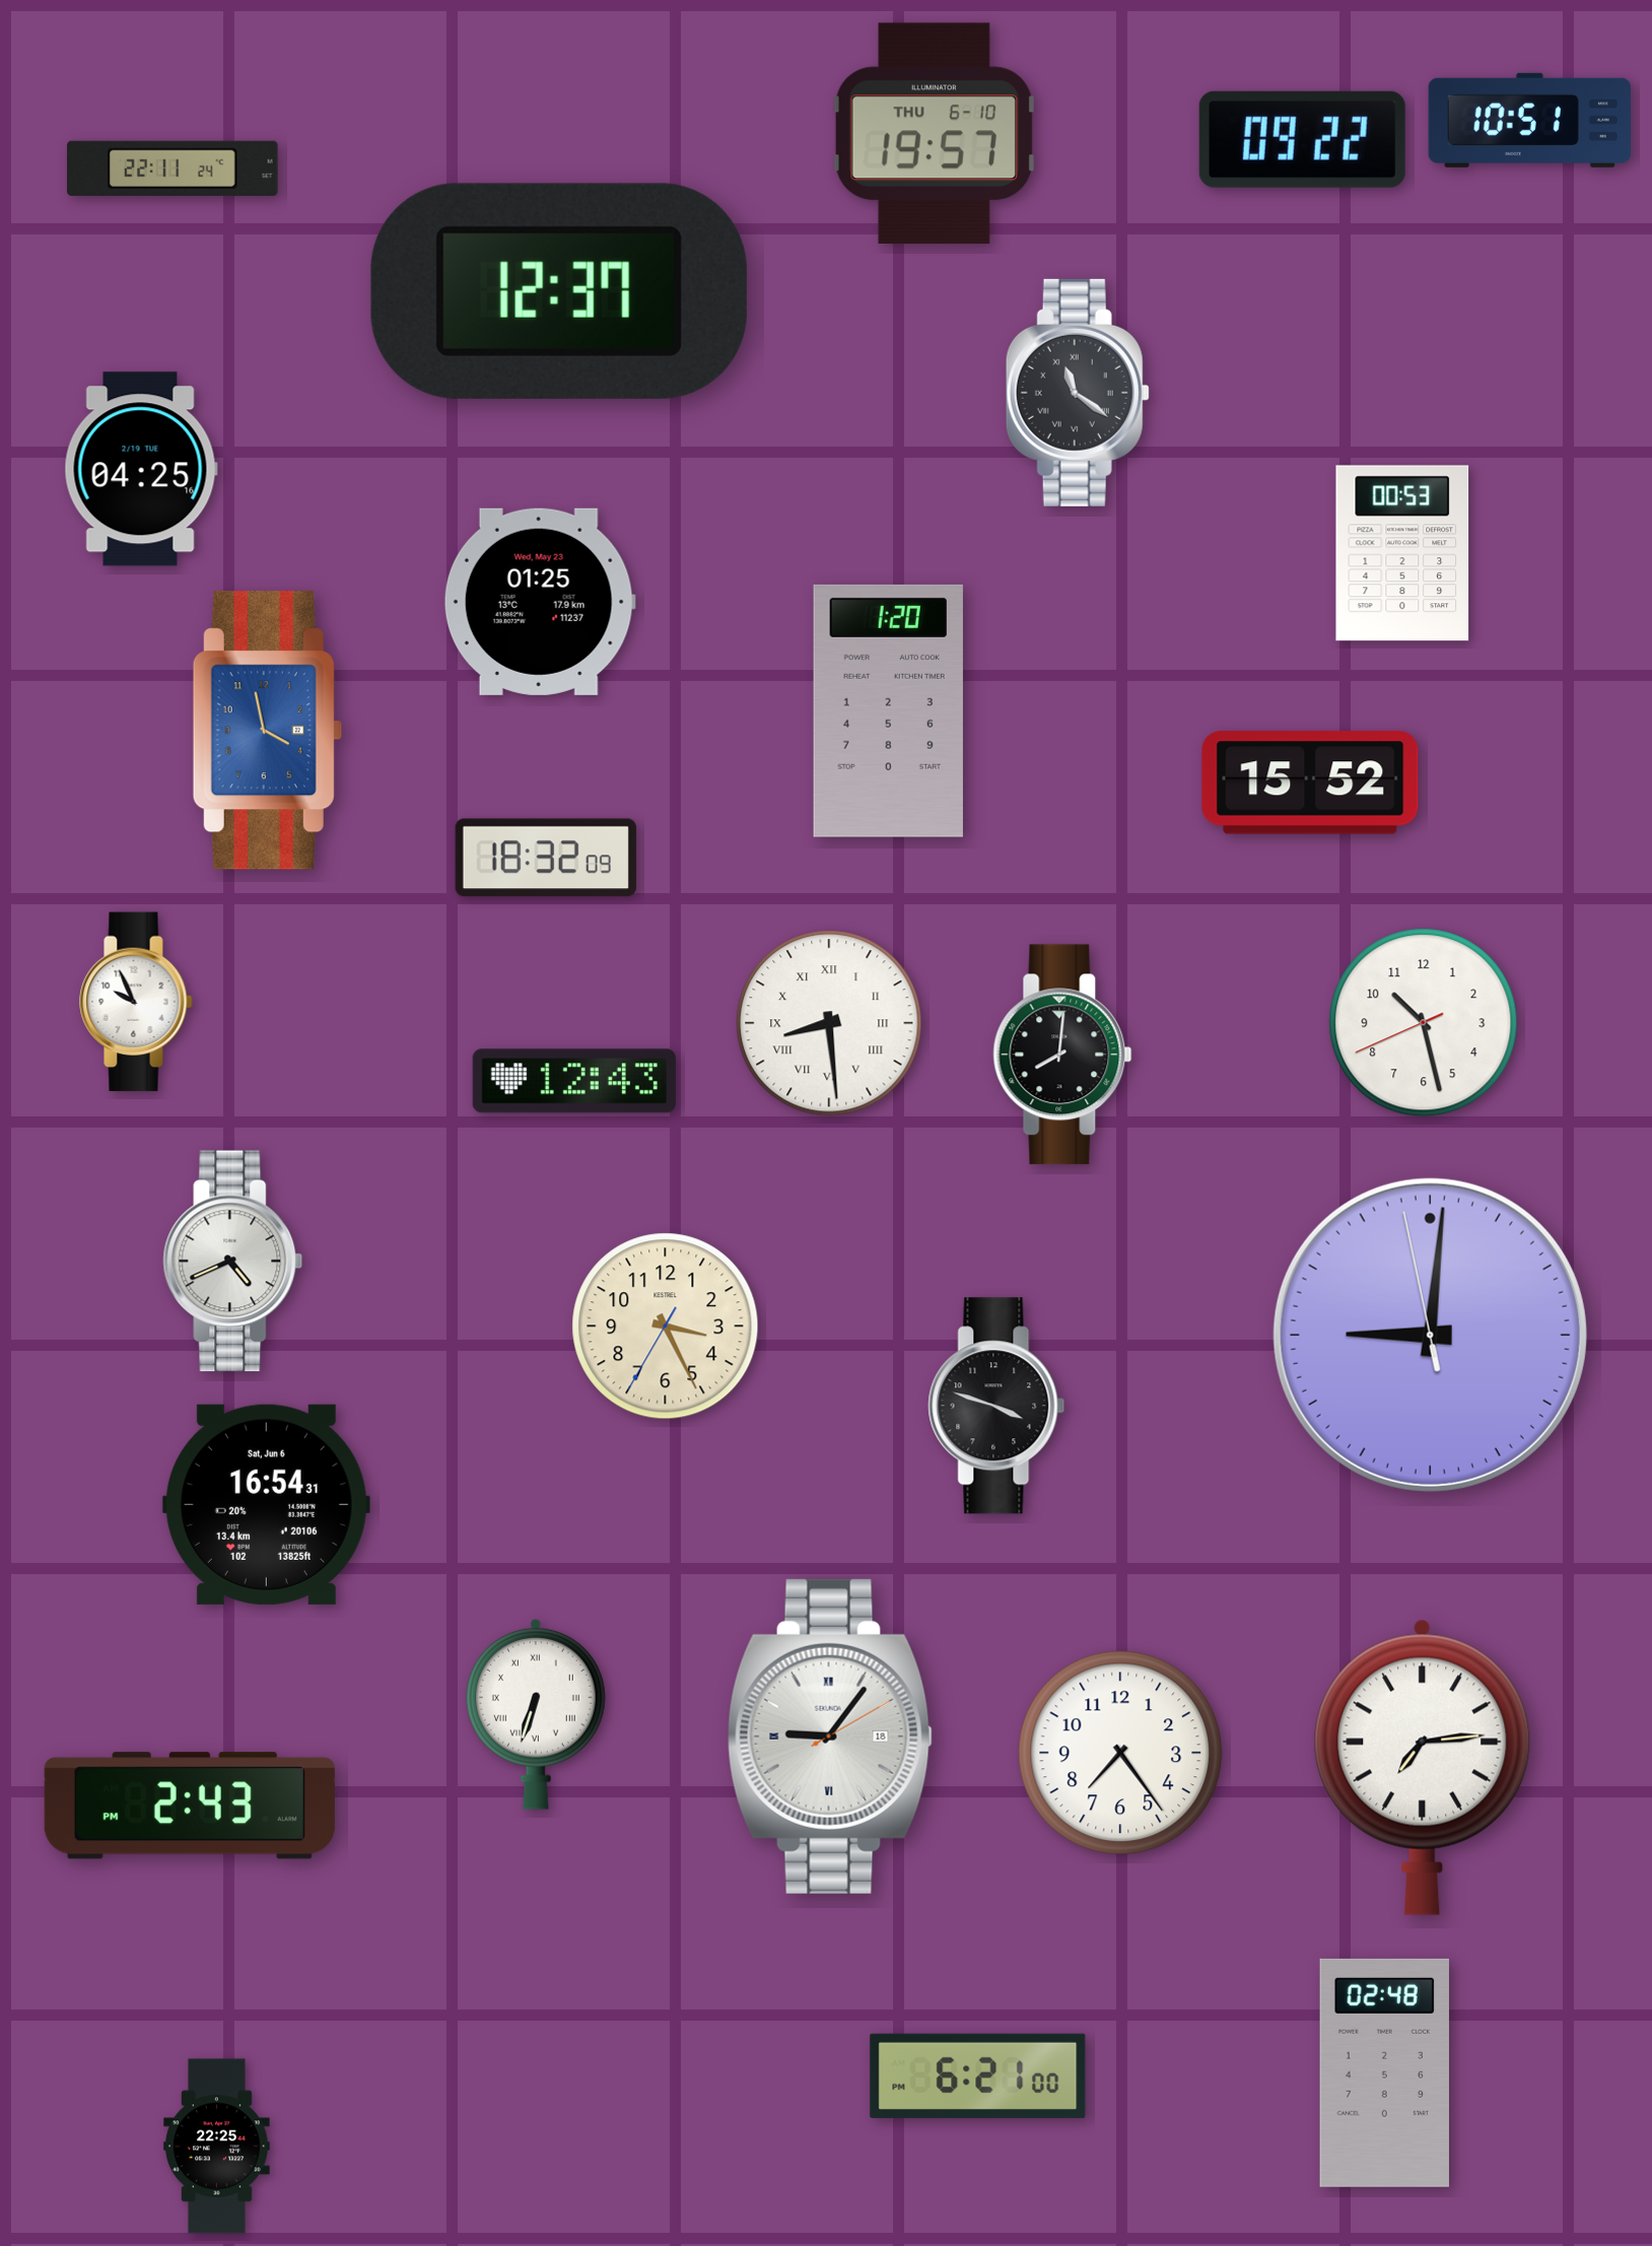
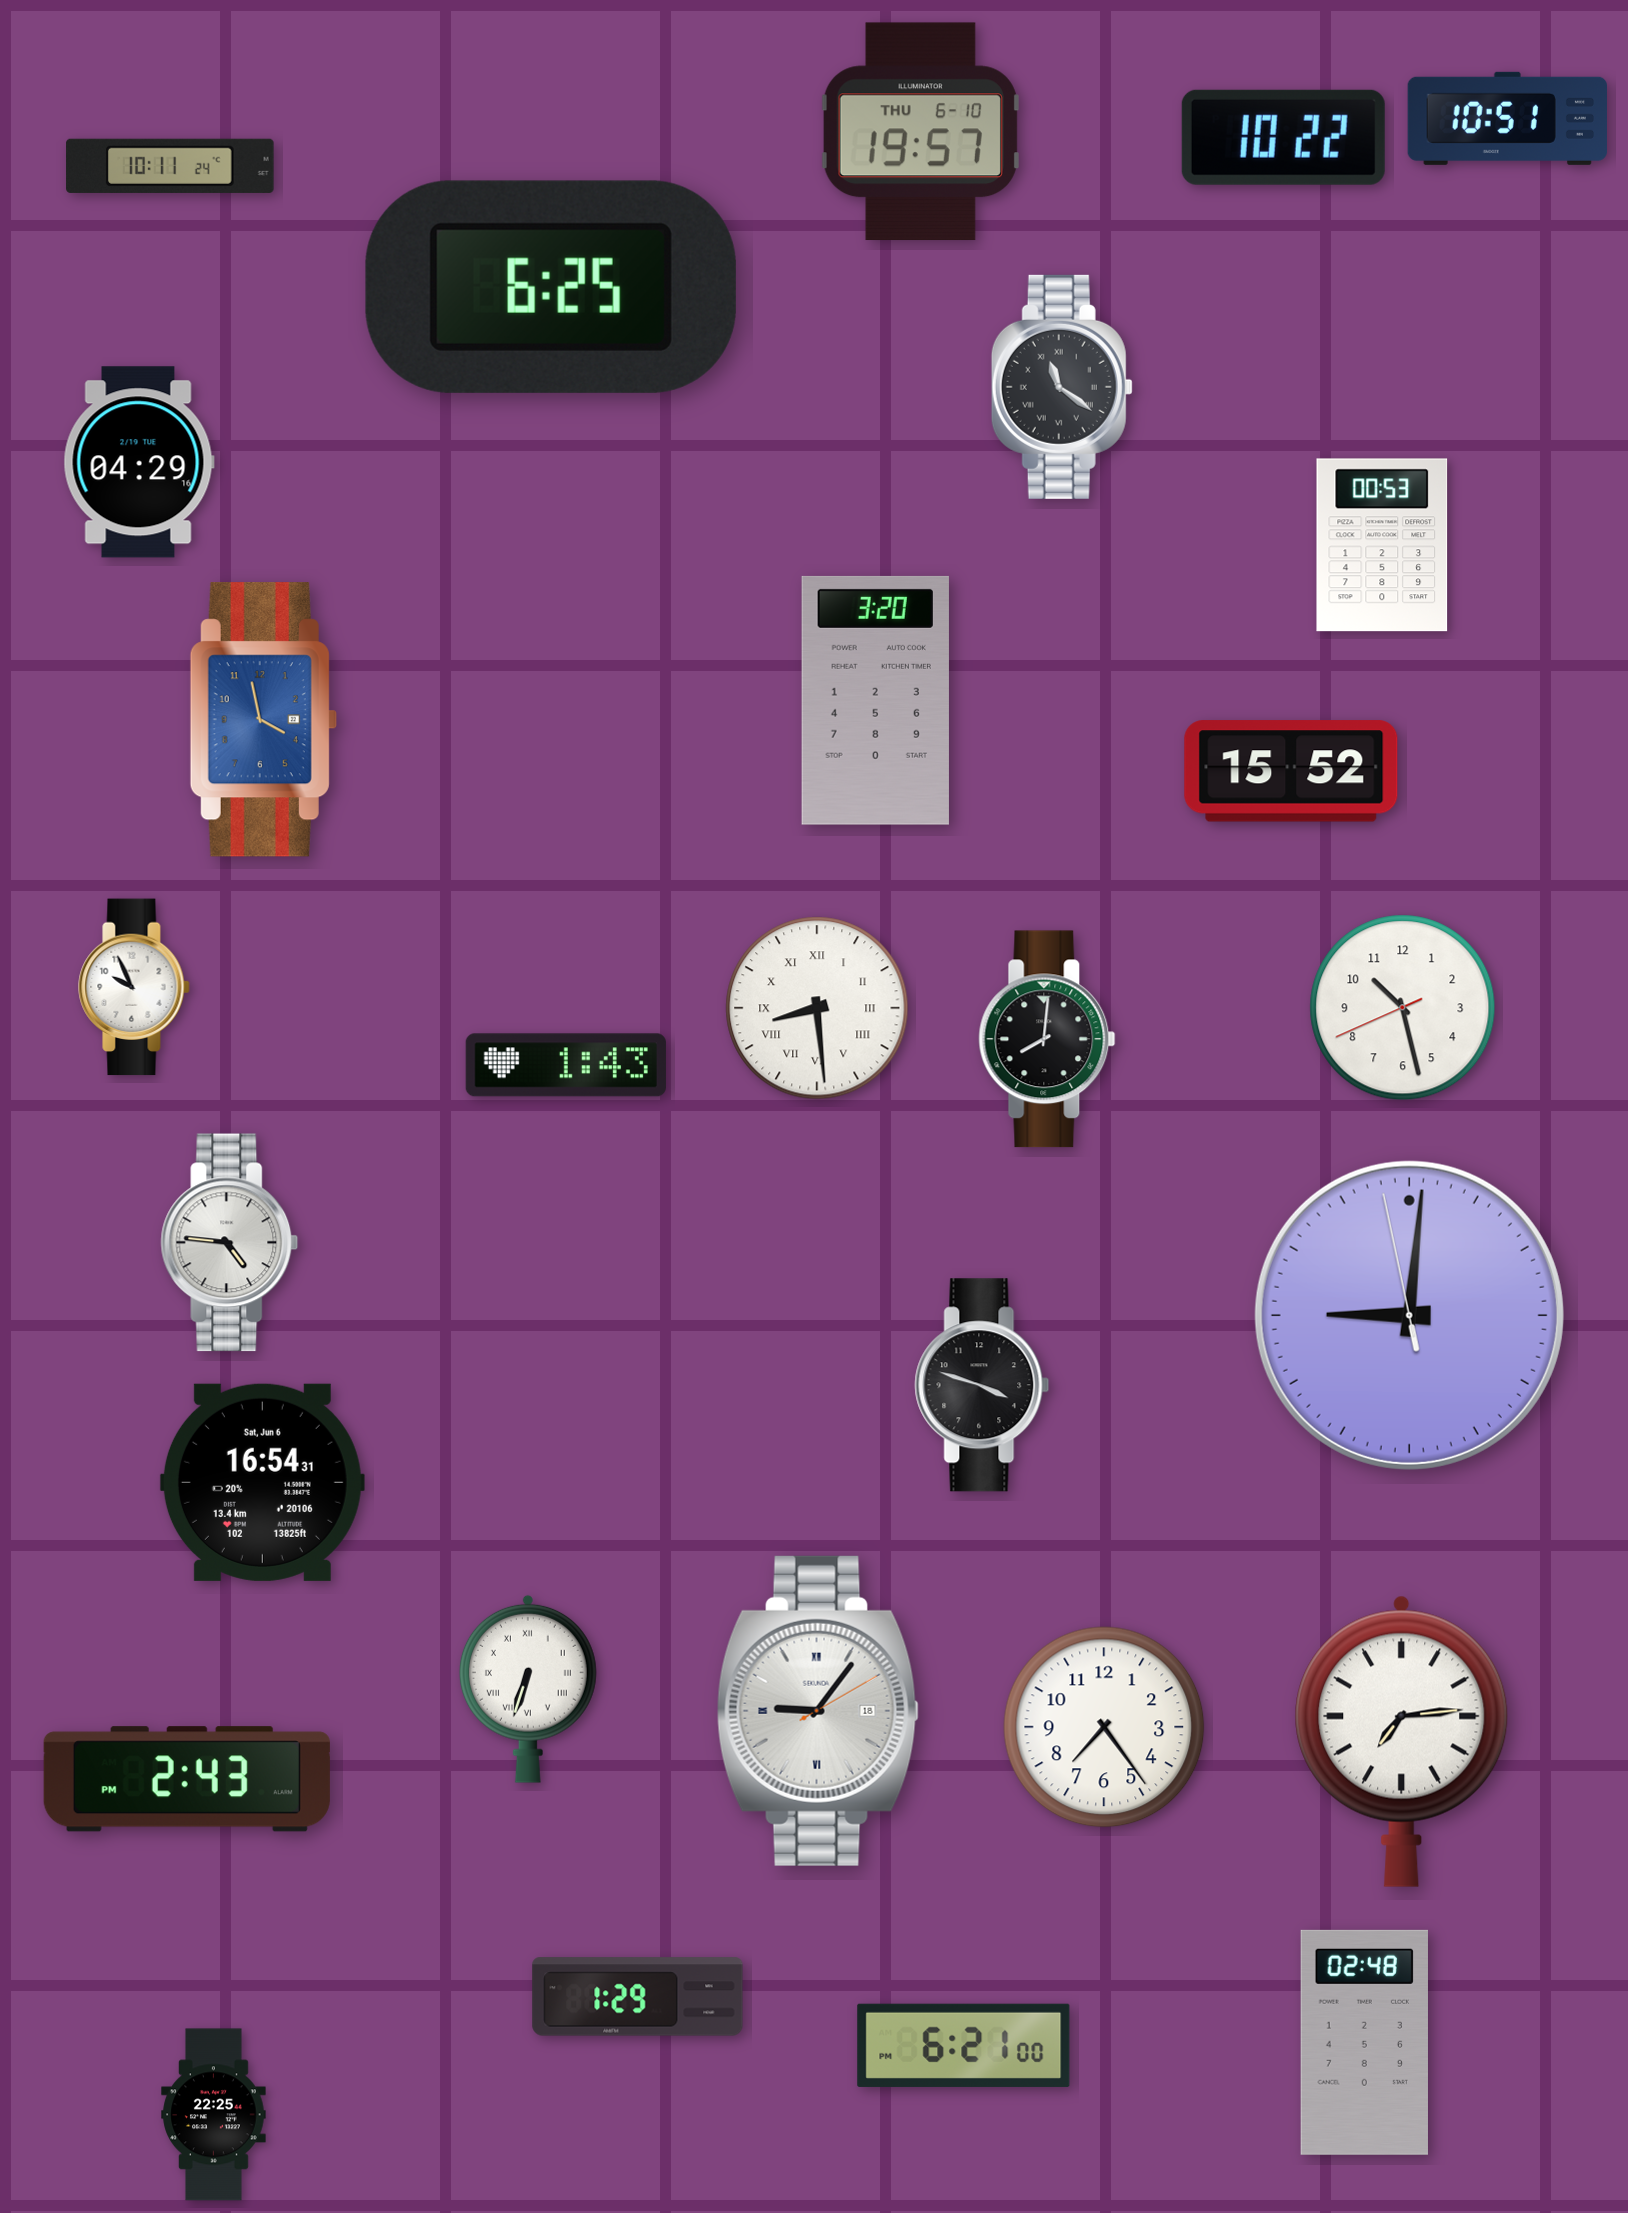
clock at (1302, 139): 09:22 -> 10:22
clock at (173, 168): 22:11 -> 10:11
clock at (559, 291): 12:37 -> 6:25
clock at (141, 469): 04:25 -> 04:29
clock at (540, 602): 01:25 -> none
clock at (888, 710): 1:20 -> 3:20
clock at (546, 858): 18:32 -> none
clock at (574, 1081): 12:43 -> 1:43
clock at (233, 1262): 4:41 -> 4:46
clock at (666, 1326): 3:25 -> none
clock at (638, 1997): none -> 1:29
